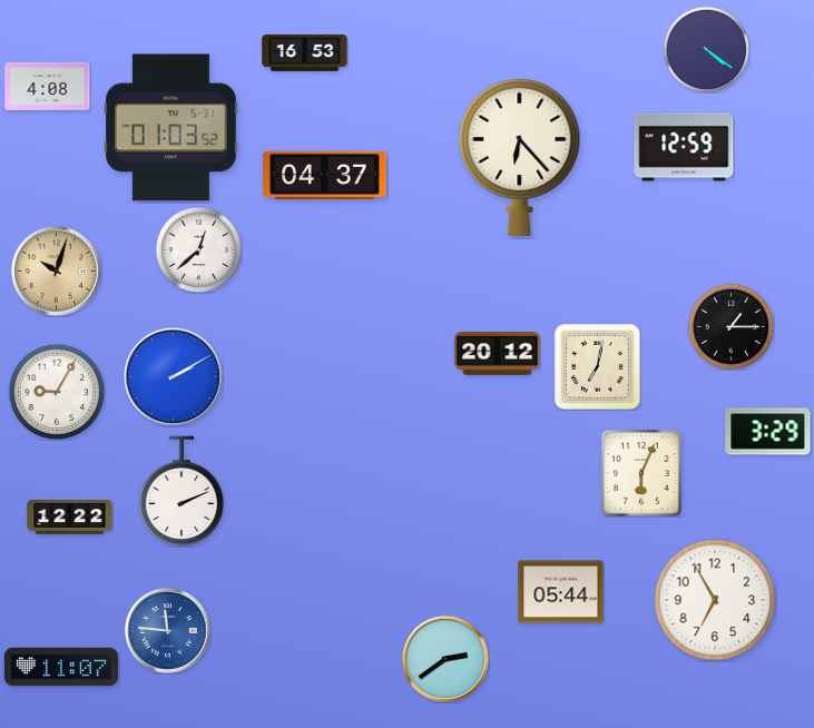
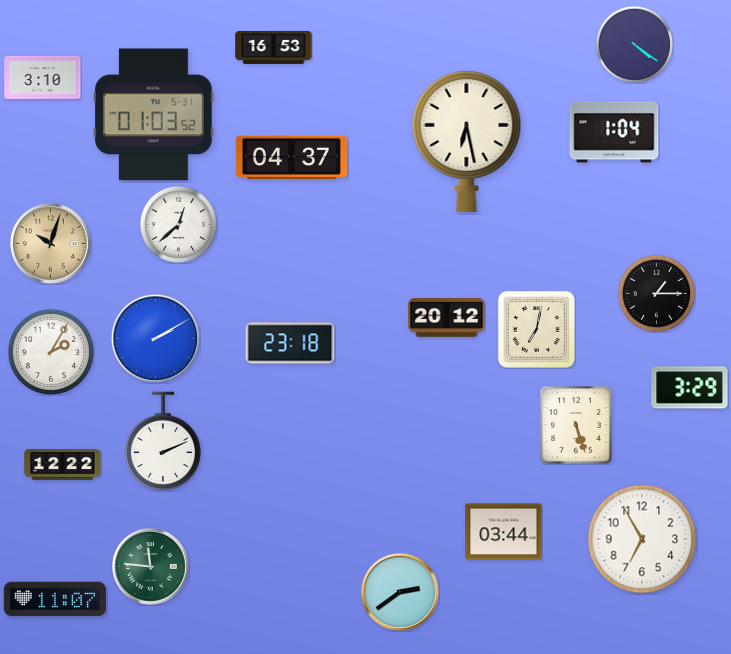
clock at (48, 86): 4:08 -> 3:10
clock at (684, 147): 12:59 -> 1:04
clock at (520, 156): 6:23 -> 6:28
clock at (290, 343): none -> 23:18
clock at (57, 392): 9:05 -> 2:05
clock at (641, 473): 6:04 -> 5:27
clock at (561, 592): 05:44 -> 03:44
clock at (168, 631) dial: blue -> green
